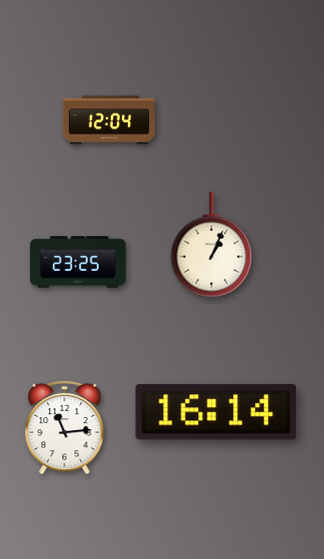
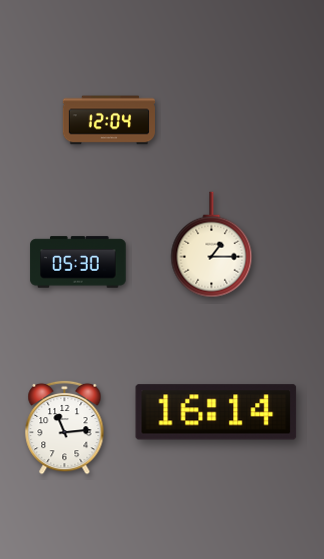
clock at (212, 245): 1:04 -> 1:15
clock at (78, 262): 23:25 -> 05:30
